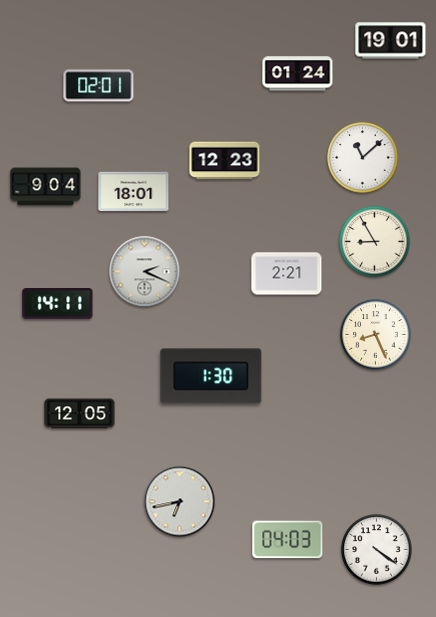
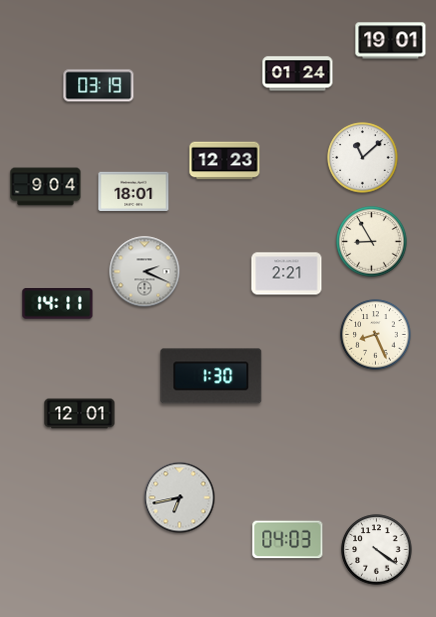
clock at (99, 86): 02:01 -> 03:19
clock at (375, 242) position: (375, 242) -> (372, 242)
clock at (80, 414): 12:05 -> 12:01
clock at (180, 502) position: (180, 502) -> (180, 498)
